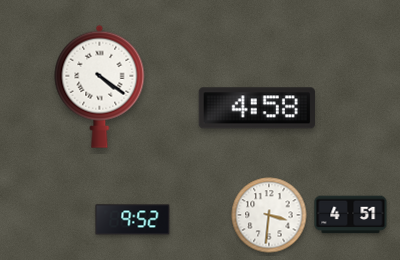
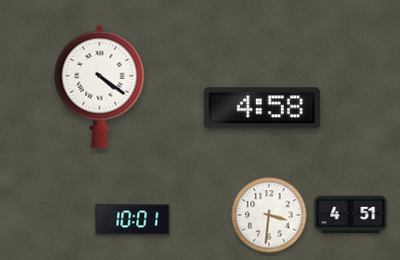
clock at (257, 108) position: (257, 108) -> (262, 108)
clock at (133, 220): 9:52 -> 10:01
